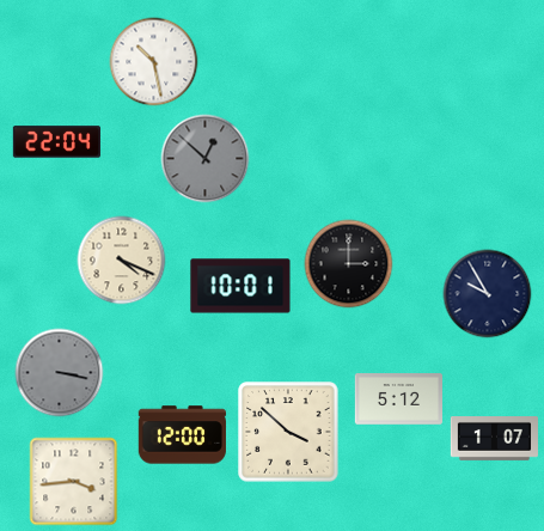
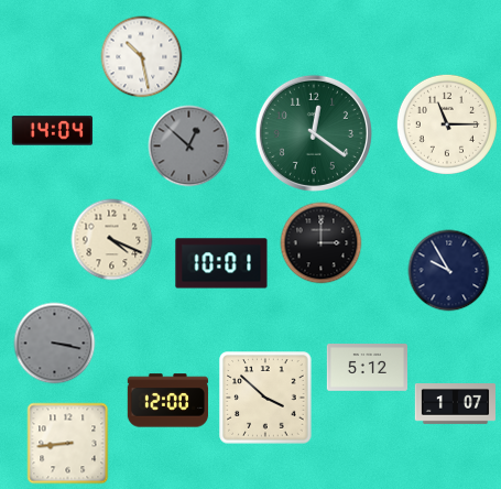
clock at (447, 124): none -> 11:15
clock at (56, 142): 22:04 -> 14:04
clock at (314, 133): none -> 12:21
clock at (74, 482): 3:44 -> 8:44
